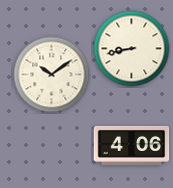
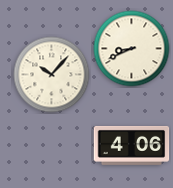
clock at (132, 49): 8:43 -> 8:41
clock at (52, 75): 10:09 -> 10:07
